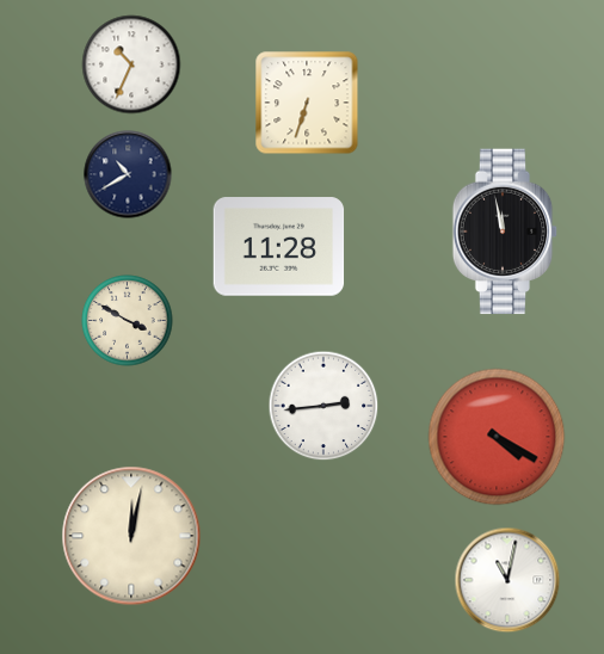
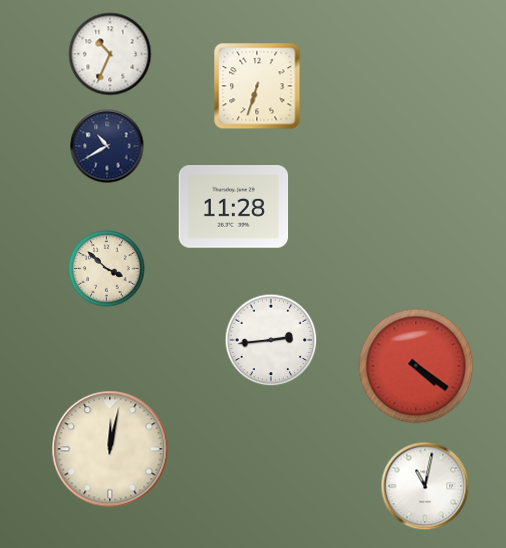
clock at (505, 232): 11:58 -> none
clock at (128, 321): 3:50 -> 3:52
clock at (497, 437): 4:20 -> 4:21
